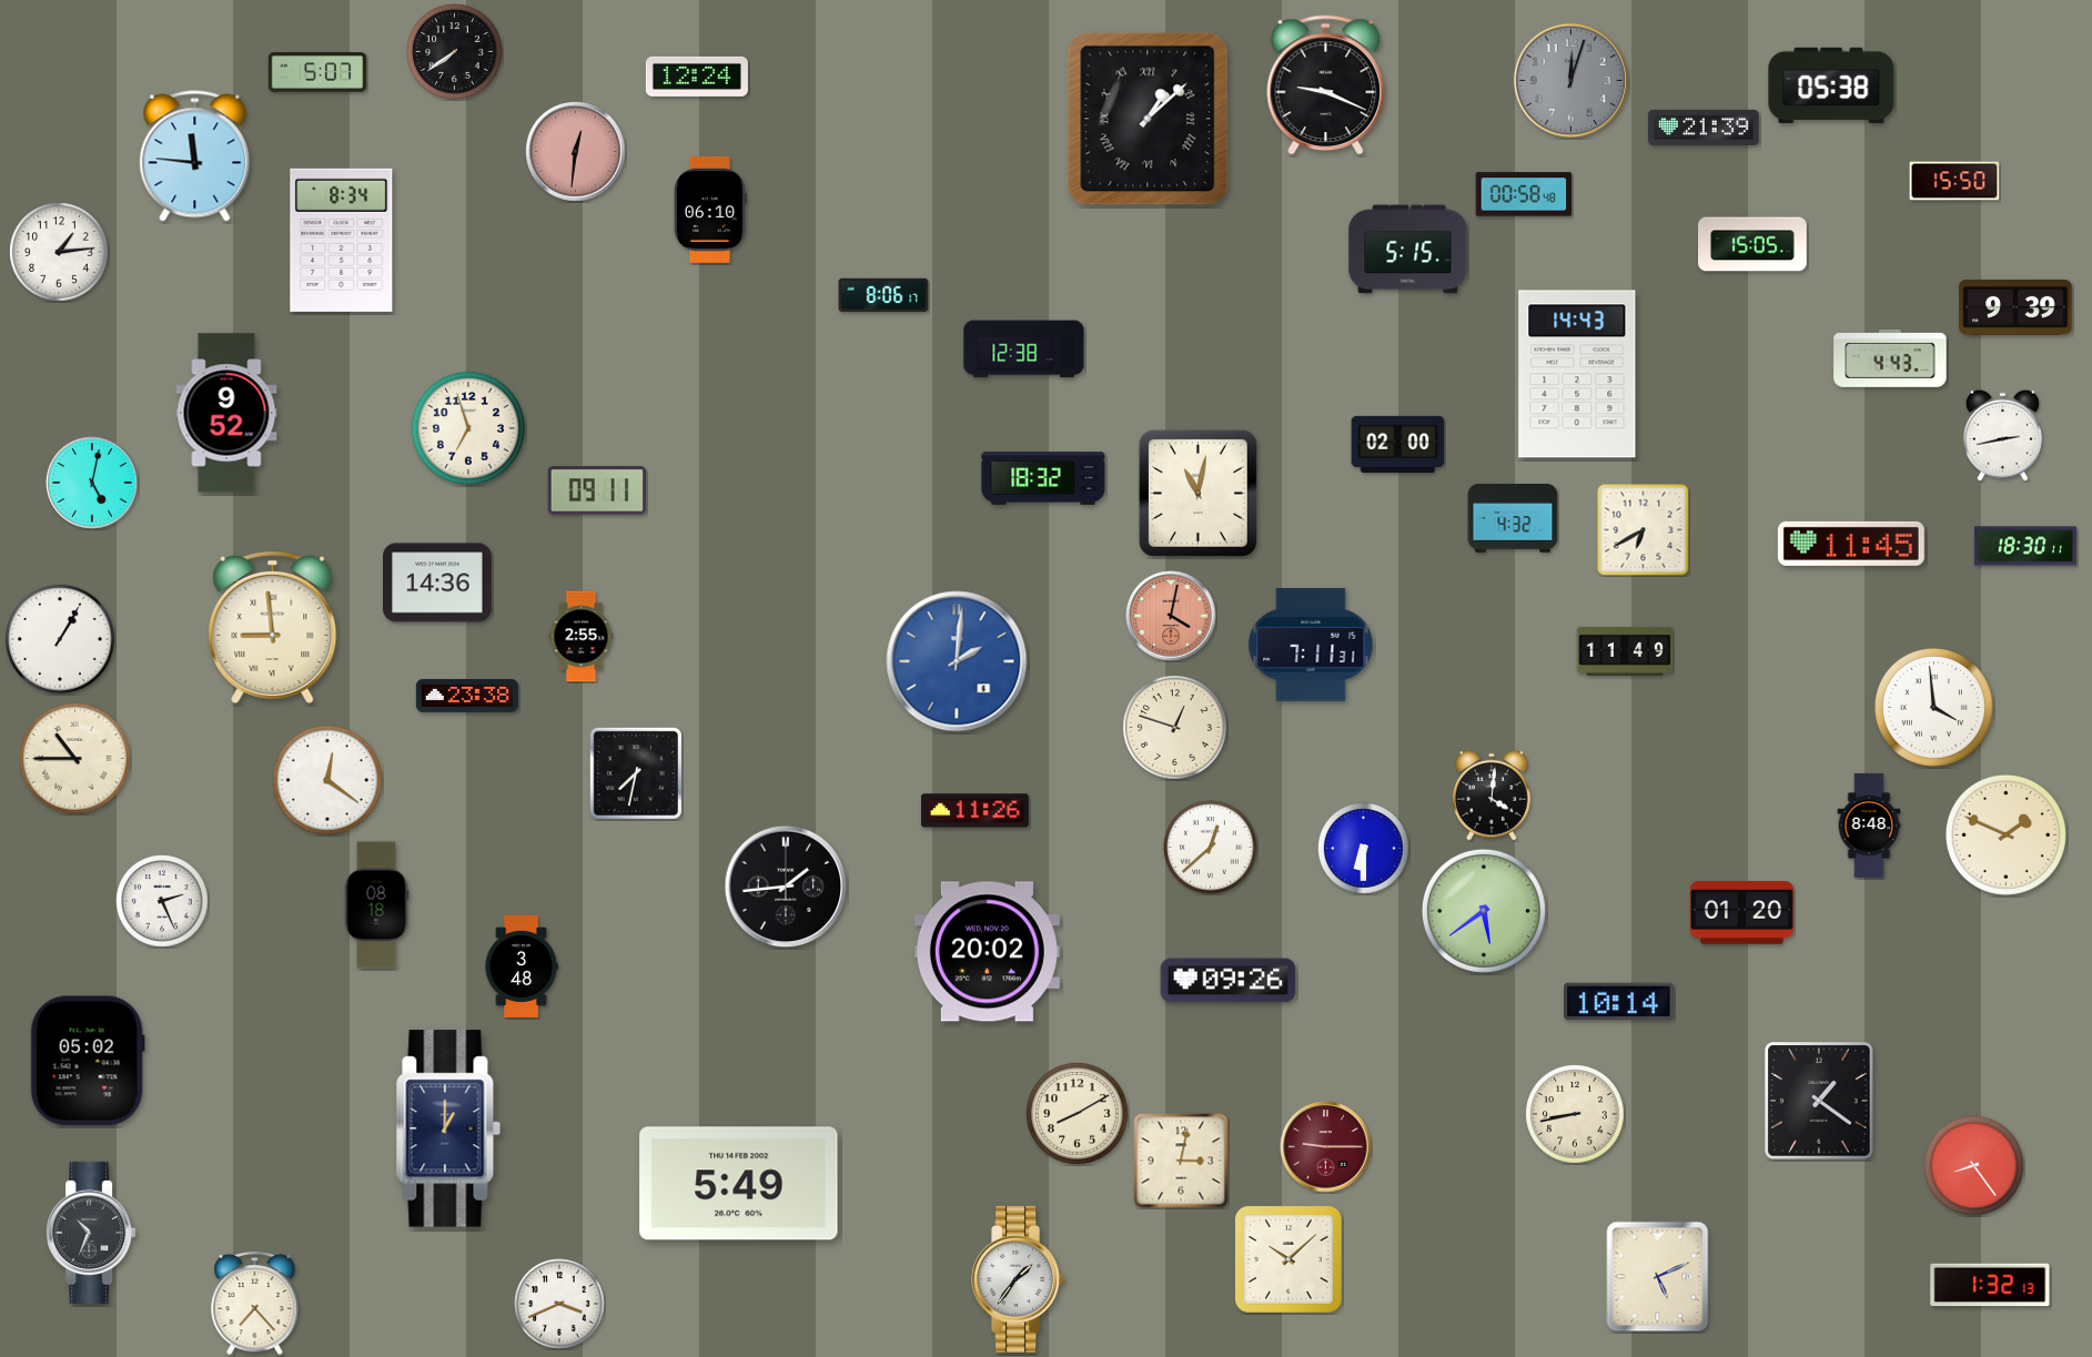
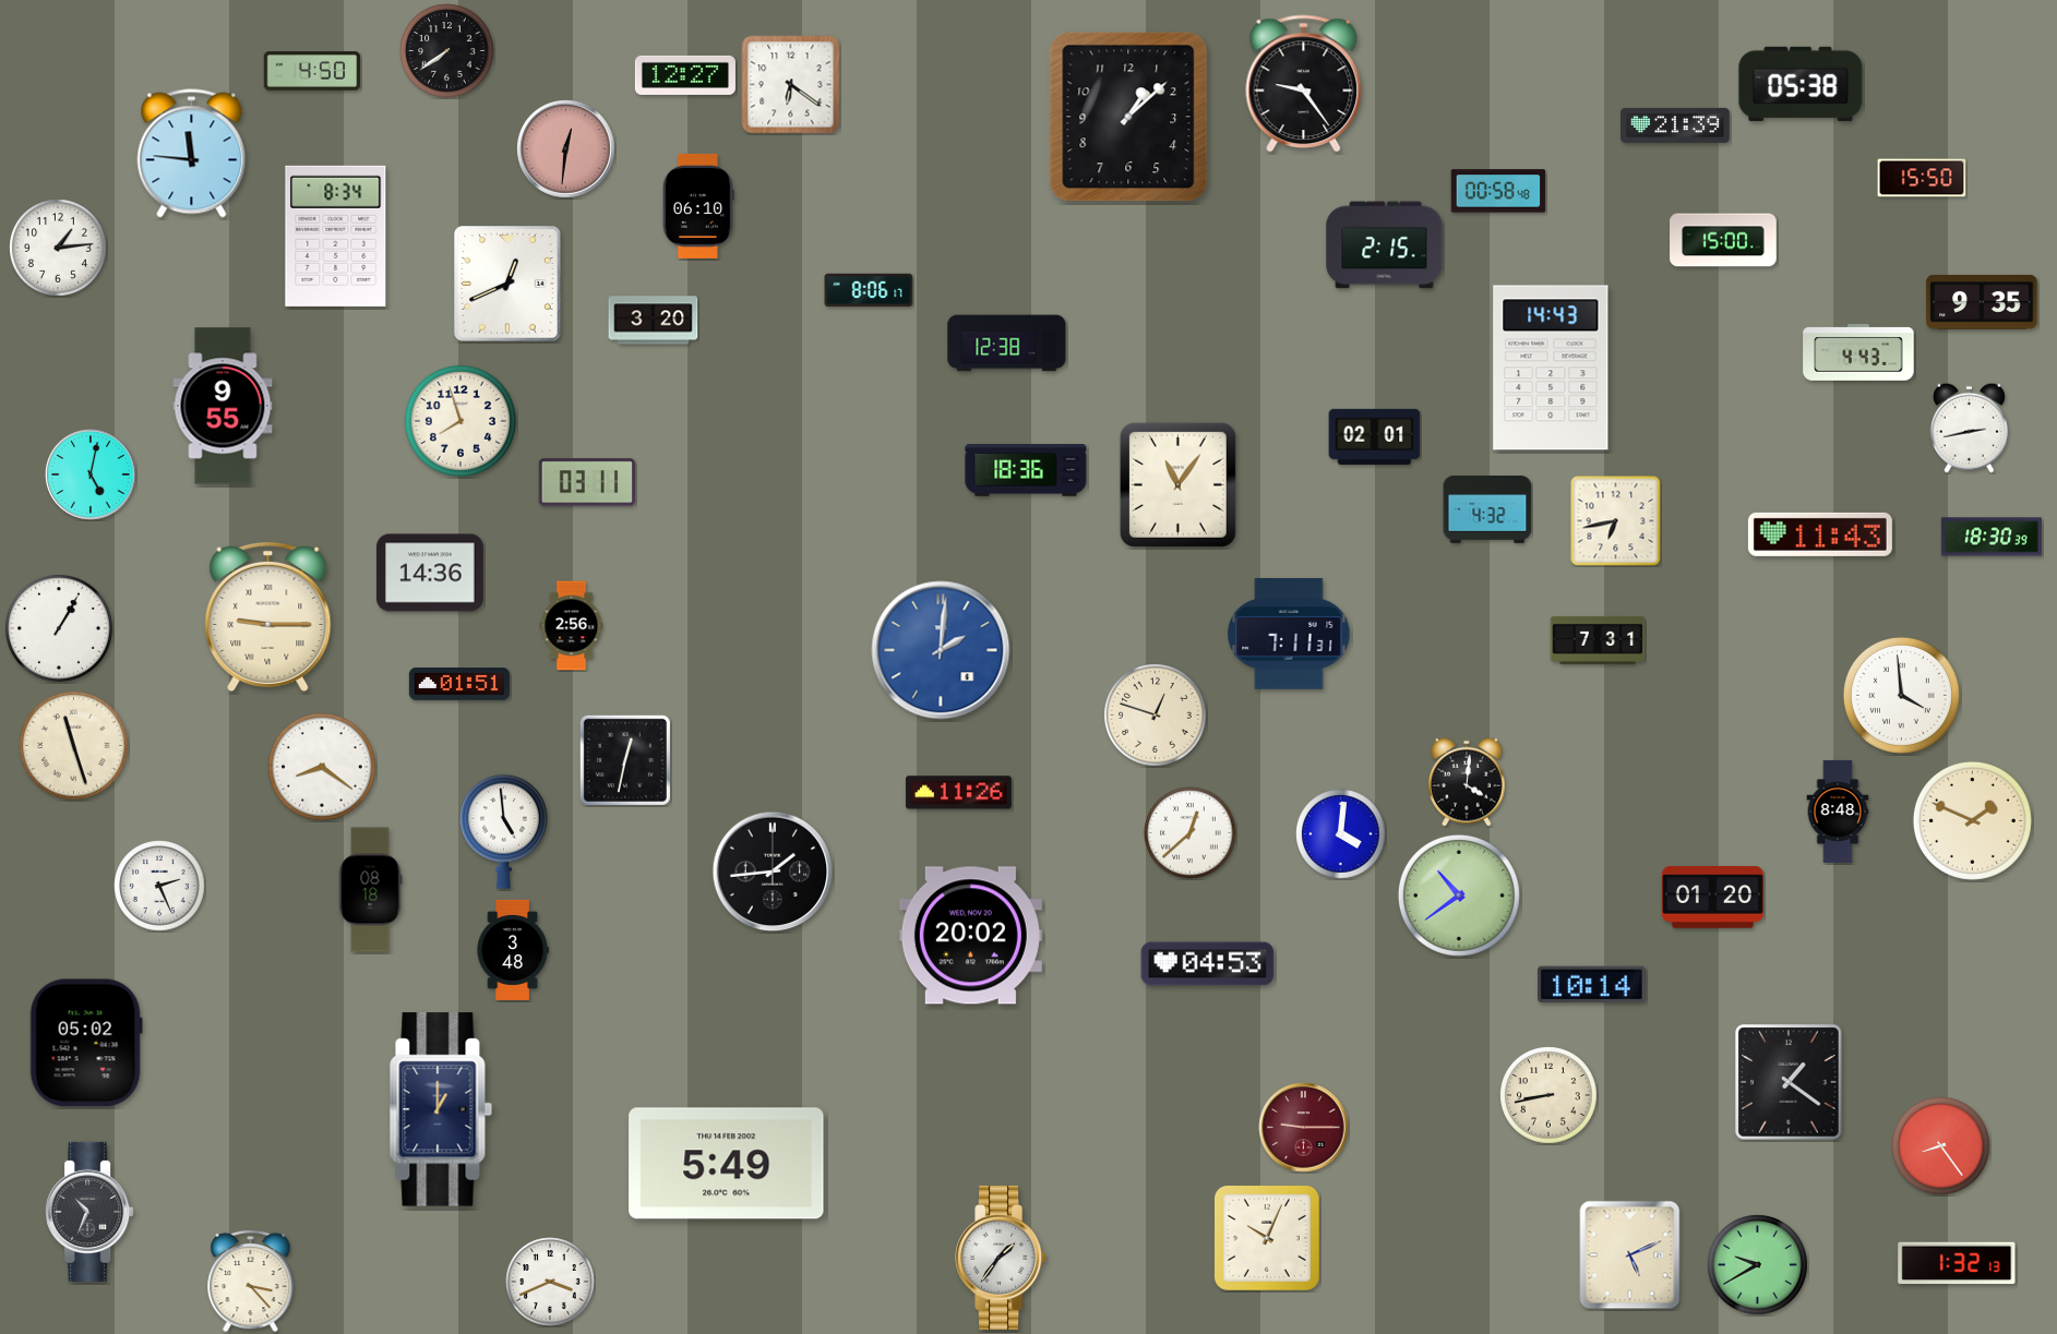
clock at (317, 72): 5:07 -> 4:50
clock at (697, 77): 12:24 -> 12:27
clock at (1570, 80): 12:03 -> none
clock at (1326, 85): 9:19 -> 9:24
clock at (791, 85): none -> 6:21
clock at (1148, 119) numerals: Roman -> Arabic
clock at (1752, 244): 15:05 -> 15:00
clock at (1408, 250): 5:15 -> 2:15
clock at (507, 284): none -> 12:41
clock at (2015, 307): 9:39 -> 9:35
clock at (654, 321): none -> 3:20
clock at (226, 413): 9:52 -> 9:55
clock at (468, 428): 6:57 -> 7:57
clock at (1398, 444): 02:00 -> 02:01
clock at (1043, 479): 18:32 -> 18:36
clock at (596, 490): 09:11 -> 03:11
clock at (1197, 493): 11:02 -> 11:06
clock at (1644, 530): 6:40 -> 6:43
clock at (1851, 544): 11:45 -> 11:43
clock at (2025, 546): 18:30:11 -> 18:30:39
clock at (1171, 616): 4:02 -> none
clock at (273, 627): 8:59 -> 9:15
clock at (582, 637): 2:55 -> 2:56
clock at (1625, 651): 11:49 -> 7:31
clock at (467, 697): 23:38 -> 01:51
clock at (74, 758): 10:45 -> 11:27
clock at (636, 773): 7:32 -> 12:32
clock at (327, 780): 12:21 -> 8:21
clock at (974, 811) position: (974, 811) -> (958, 793)
clock at (503, 831): none -> 4:59
clock at (1364, 849): 6:30 -> 4:01
clock at (1484, 911): 5:39 -> 10:39
clock at (1229, 981): 09:26 -> 04:53
clock at (1078, 1114): 8:10 -> none
clock at (1181, 1161): 3:02 -> none
clock at (1288, 1259): 10:08 -> 10:04
clock at (1758, 1265): none -> 9:40
clock at (255, 1303): 7:23 -> 3:23
